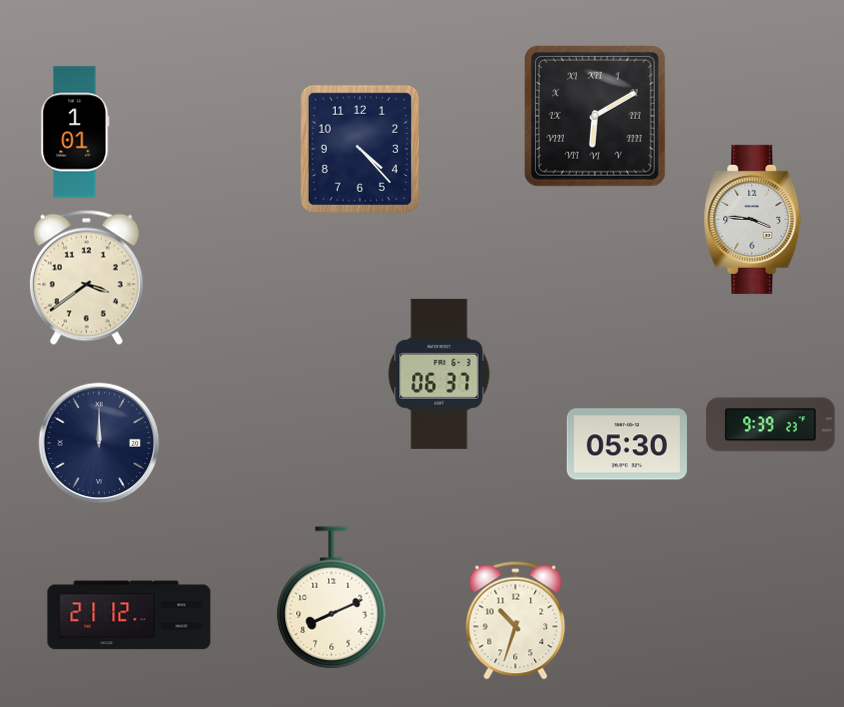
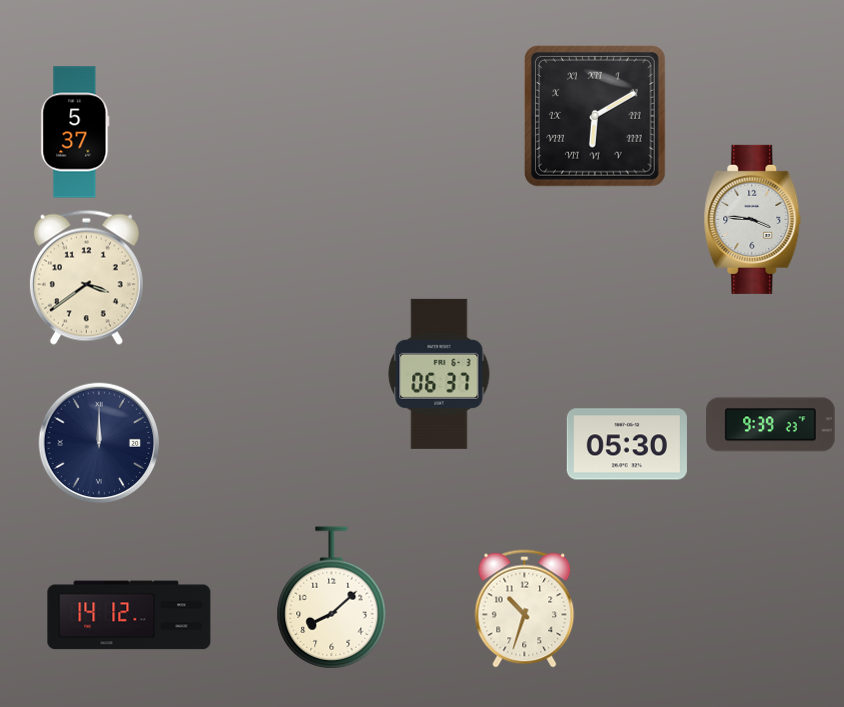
clock at (75, 132): 1:01 -> 5:37
clock at (360, 149): 4:23 -> none
clock at (332, 598): 8:11 -> 8:08
clock at (129, 615): 21:12 -> 14:12
clock at (516, 621) position: (516, 621) -> (525, 609)
